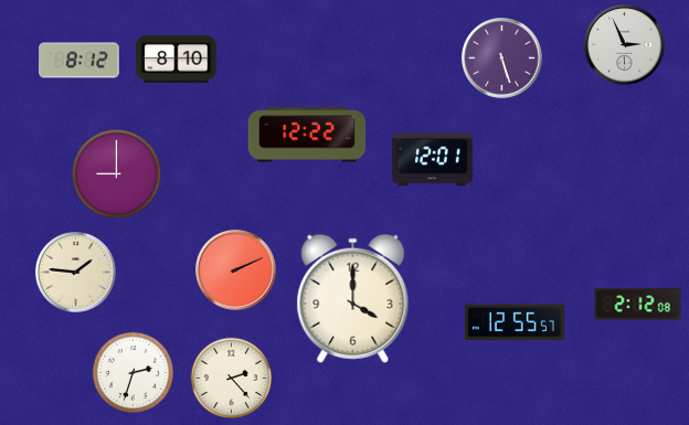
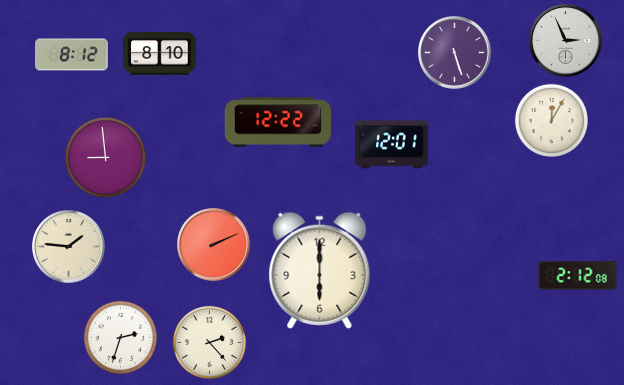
clock at (551, 120): none -> 12:05
clock at (116, 173): 9:00 -> 8:59
clock at (353, 298): 4:00 -> 6:00
clock at (515, 322): 12:55 -> none
